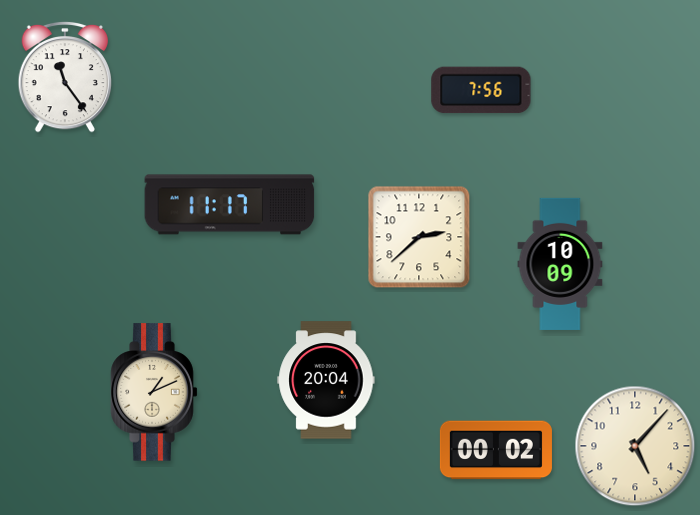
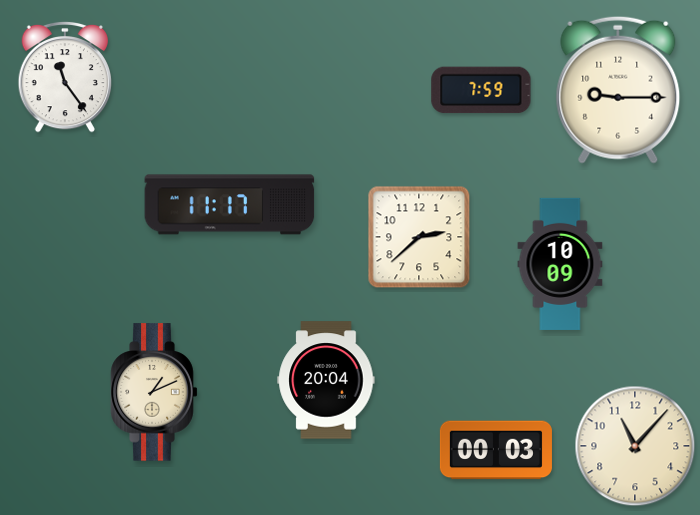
clock at (481, 90): 7:56 -> 7:59
clock at (618, 90): none -> 9:15
clock at (635, 446): 5:07 -> 11:07
clock at (496, 450): 00:02 -> 00:03
